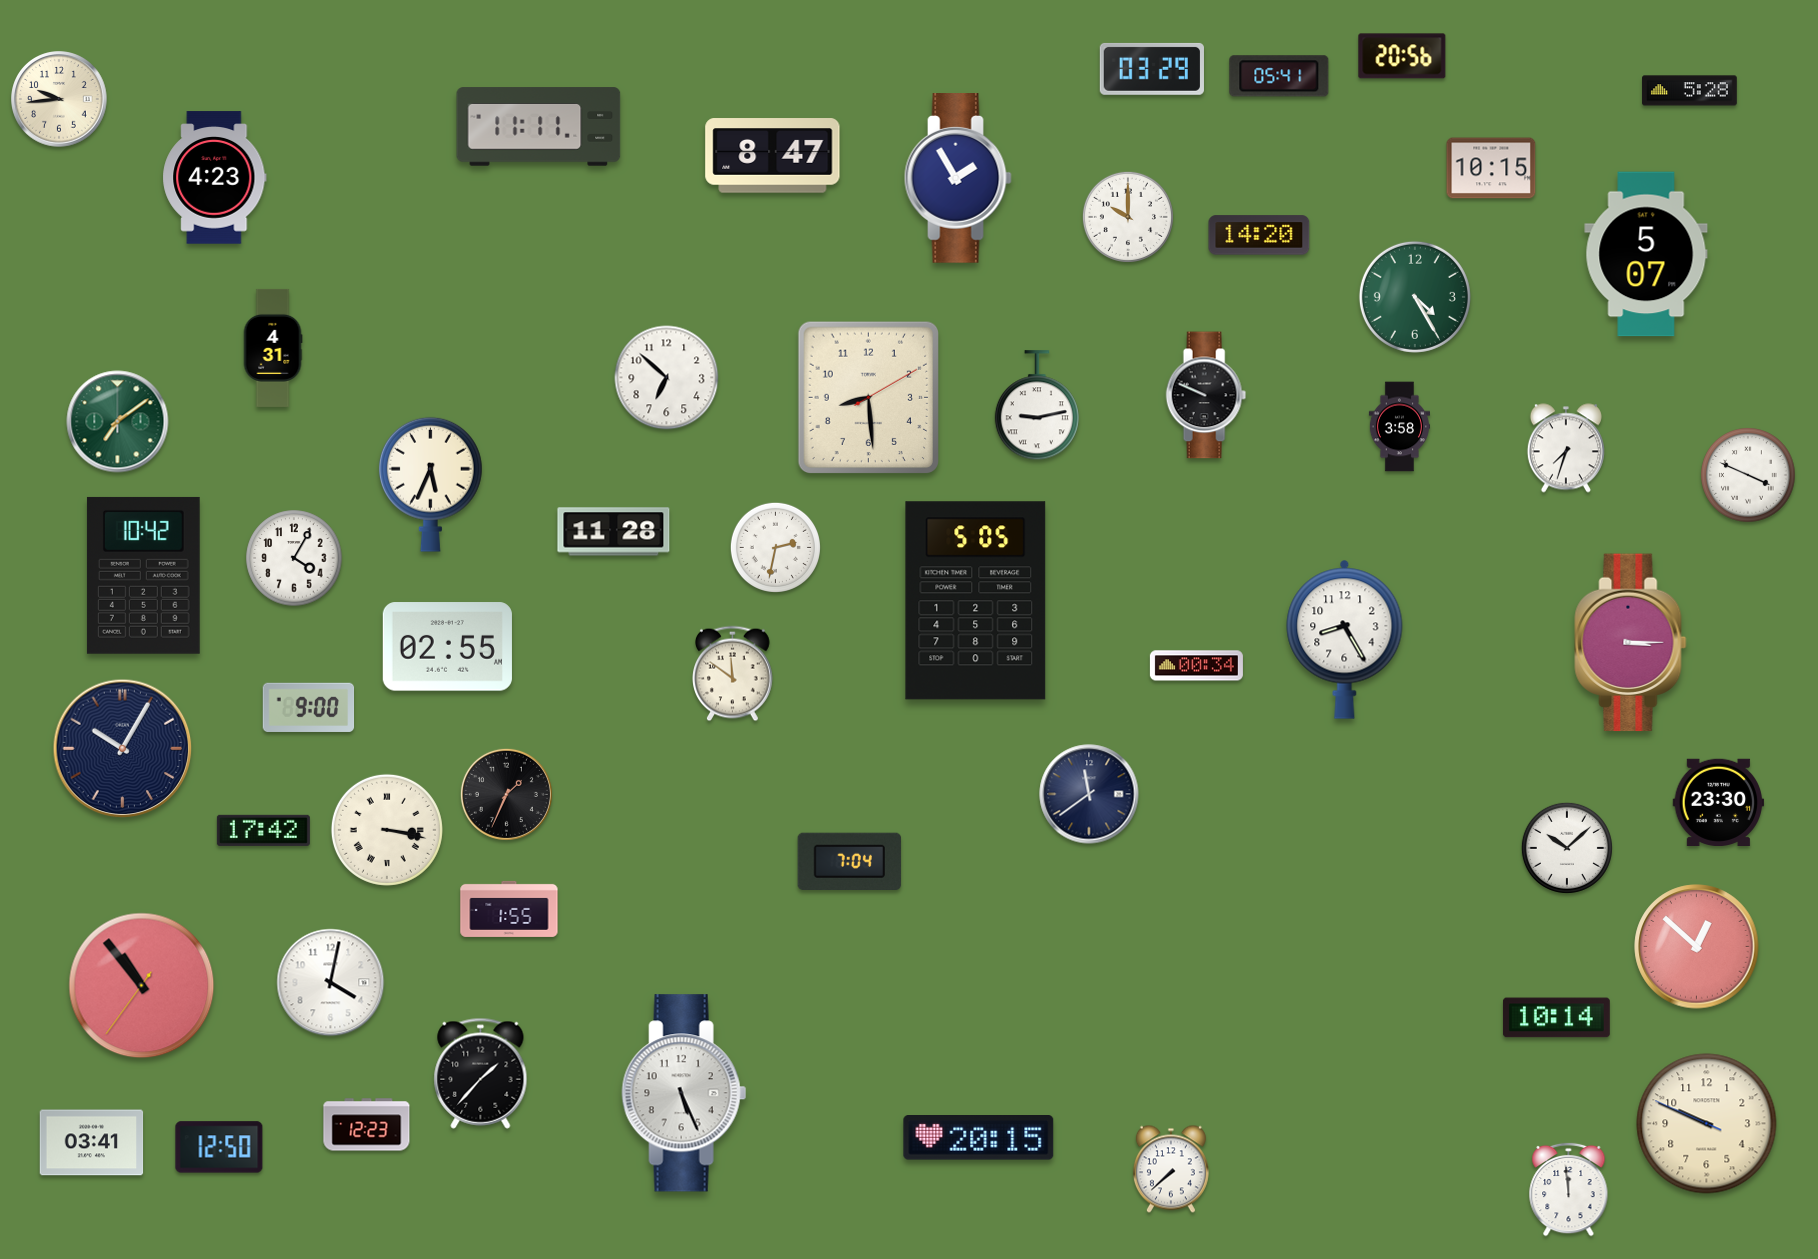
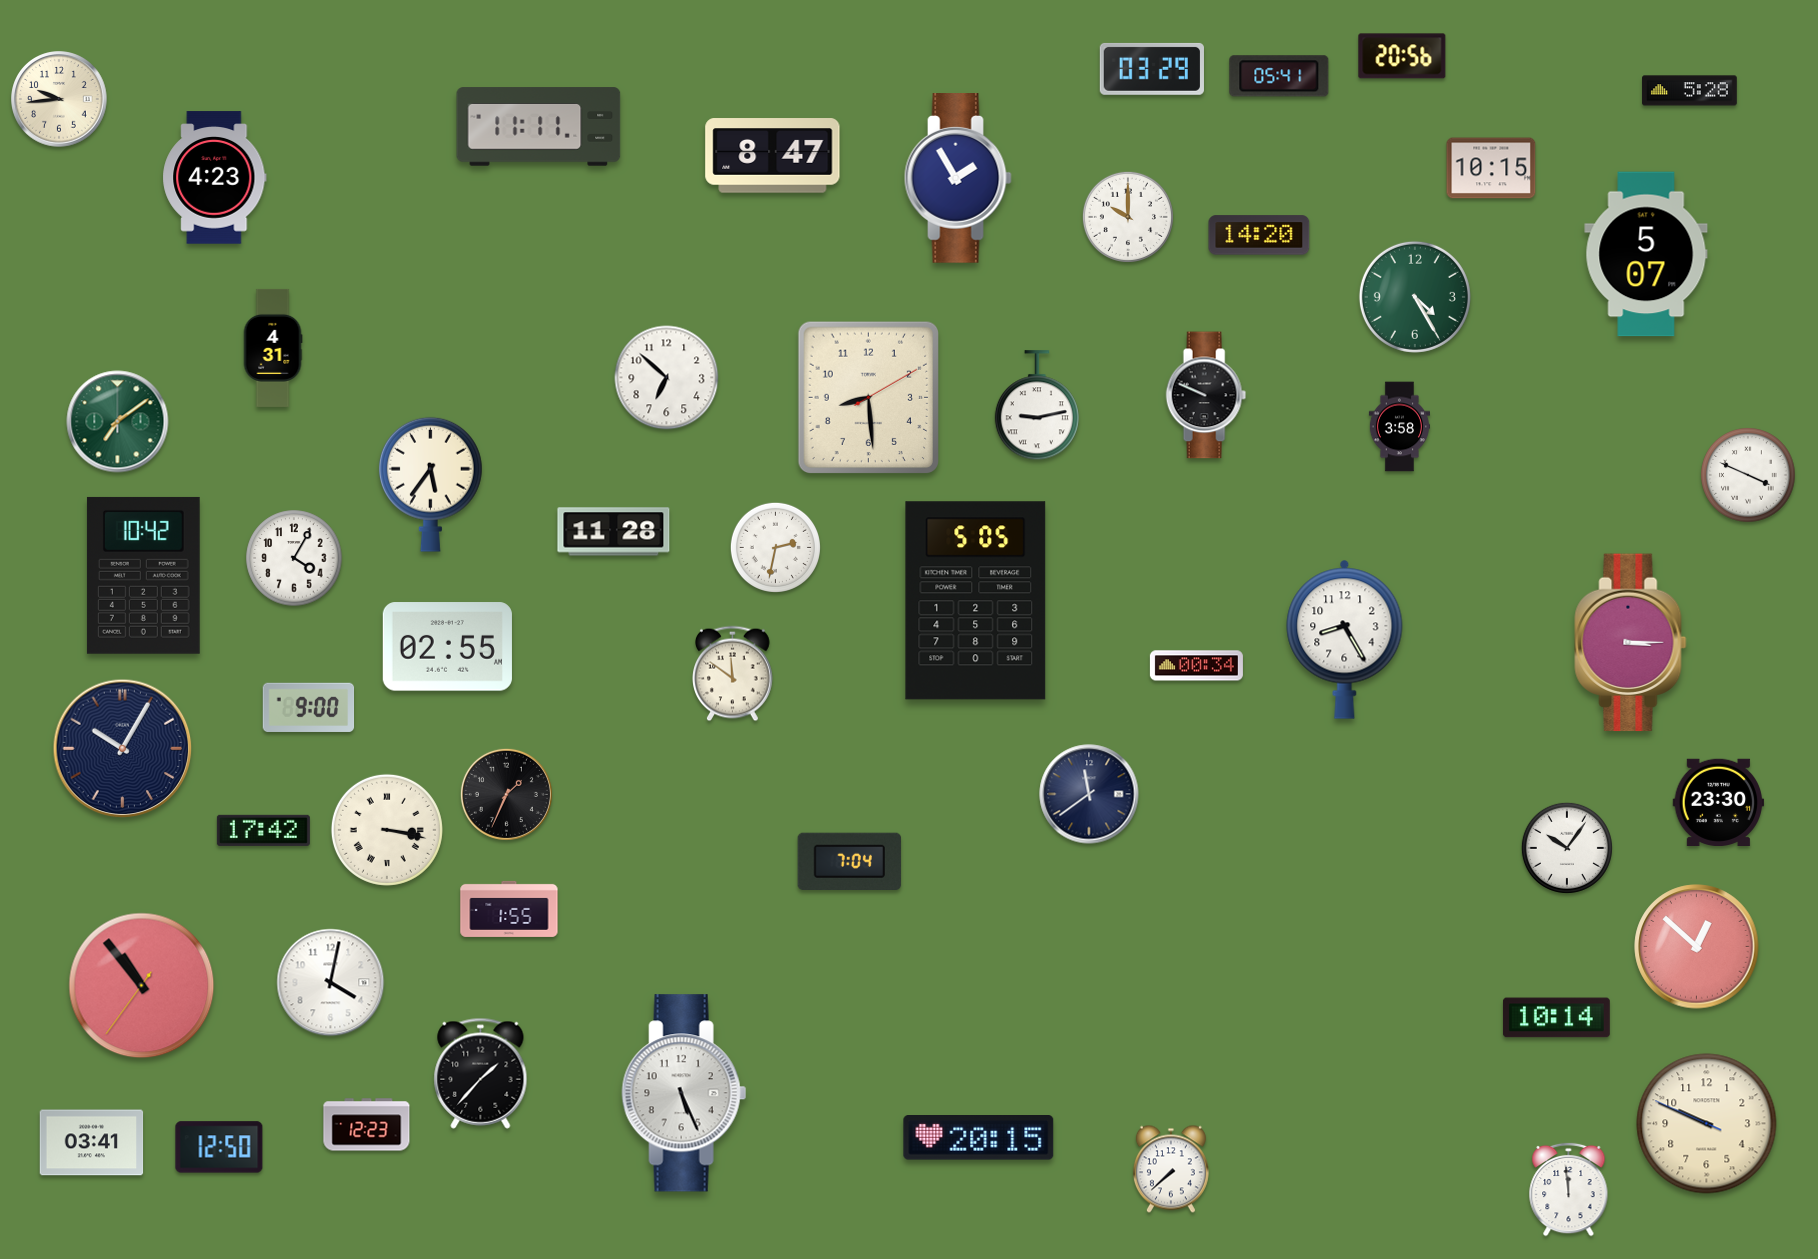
clock at (1566, 448): 7:33 -> none
clock at (430, 484): 5:34 -> 5:36
clock at (1567, 848): 10:08 -> 10:06
